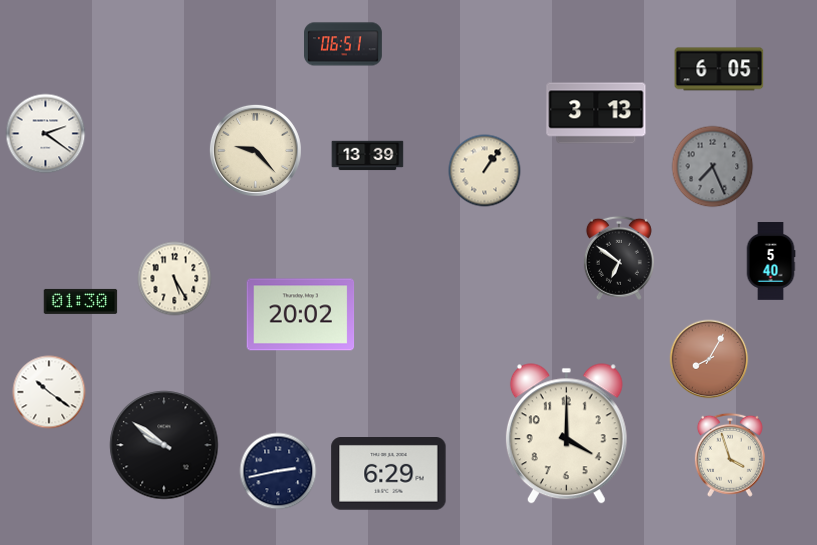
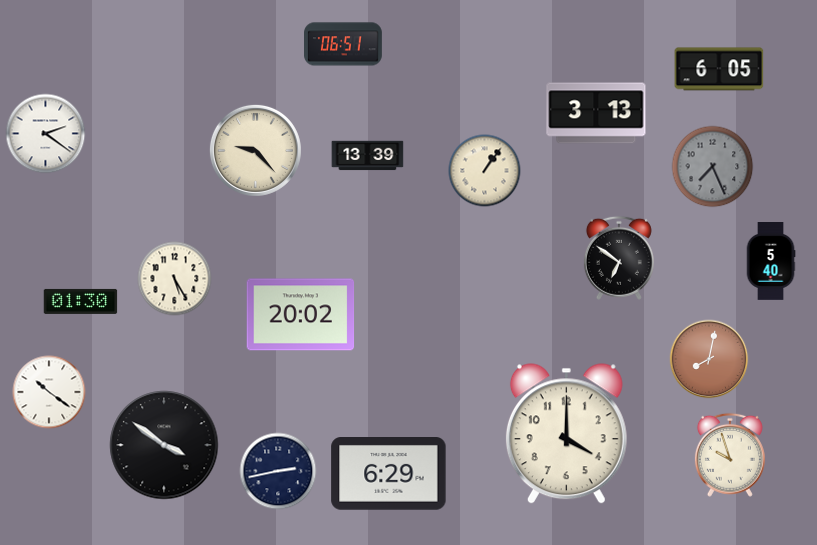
clock at (709, 359): 8:05 -> 8:02
clock at (164, 445): 9:51 -> 3:51
clock at (730, 455): 3:57 -> 9:57
